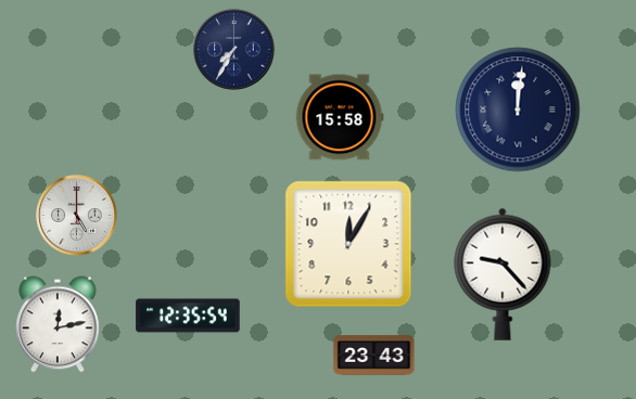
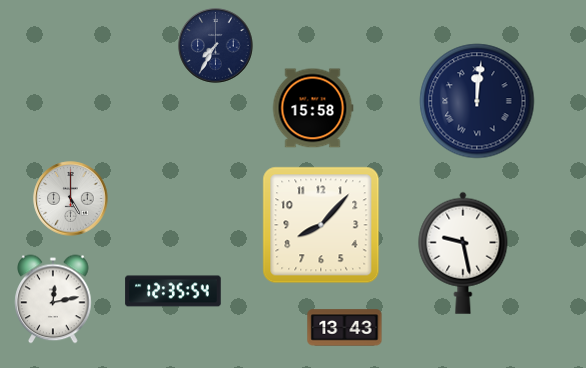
clock at (348, 244): 12:05 -> 8:07
clock at (503, 274): 9:23 -> 9:28
clock at (374, 356): 23:43 -> 13:43
